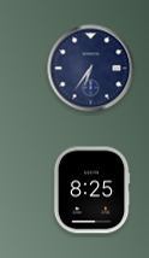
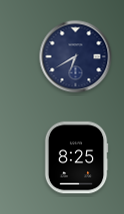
clock at (91, 69): 6:36 -> 6:40
